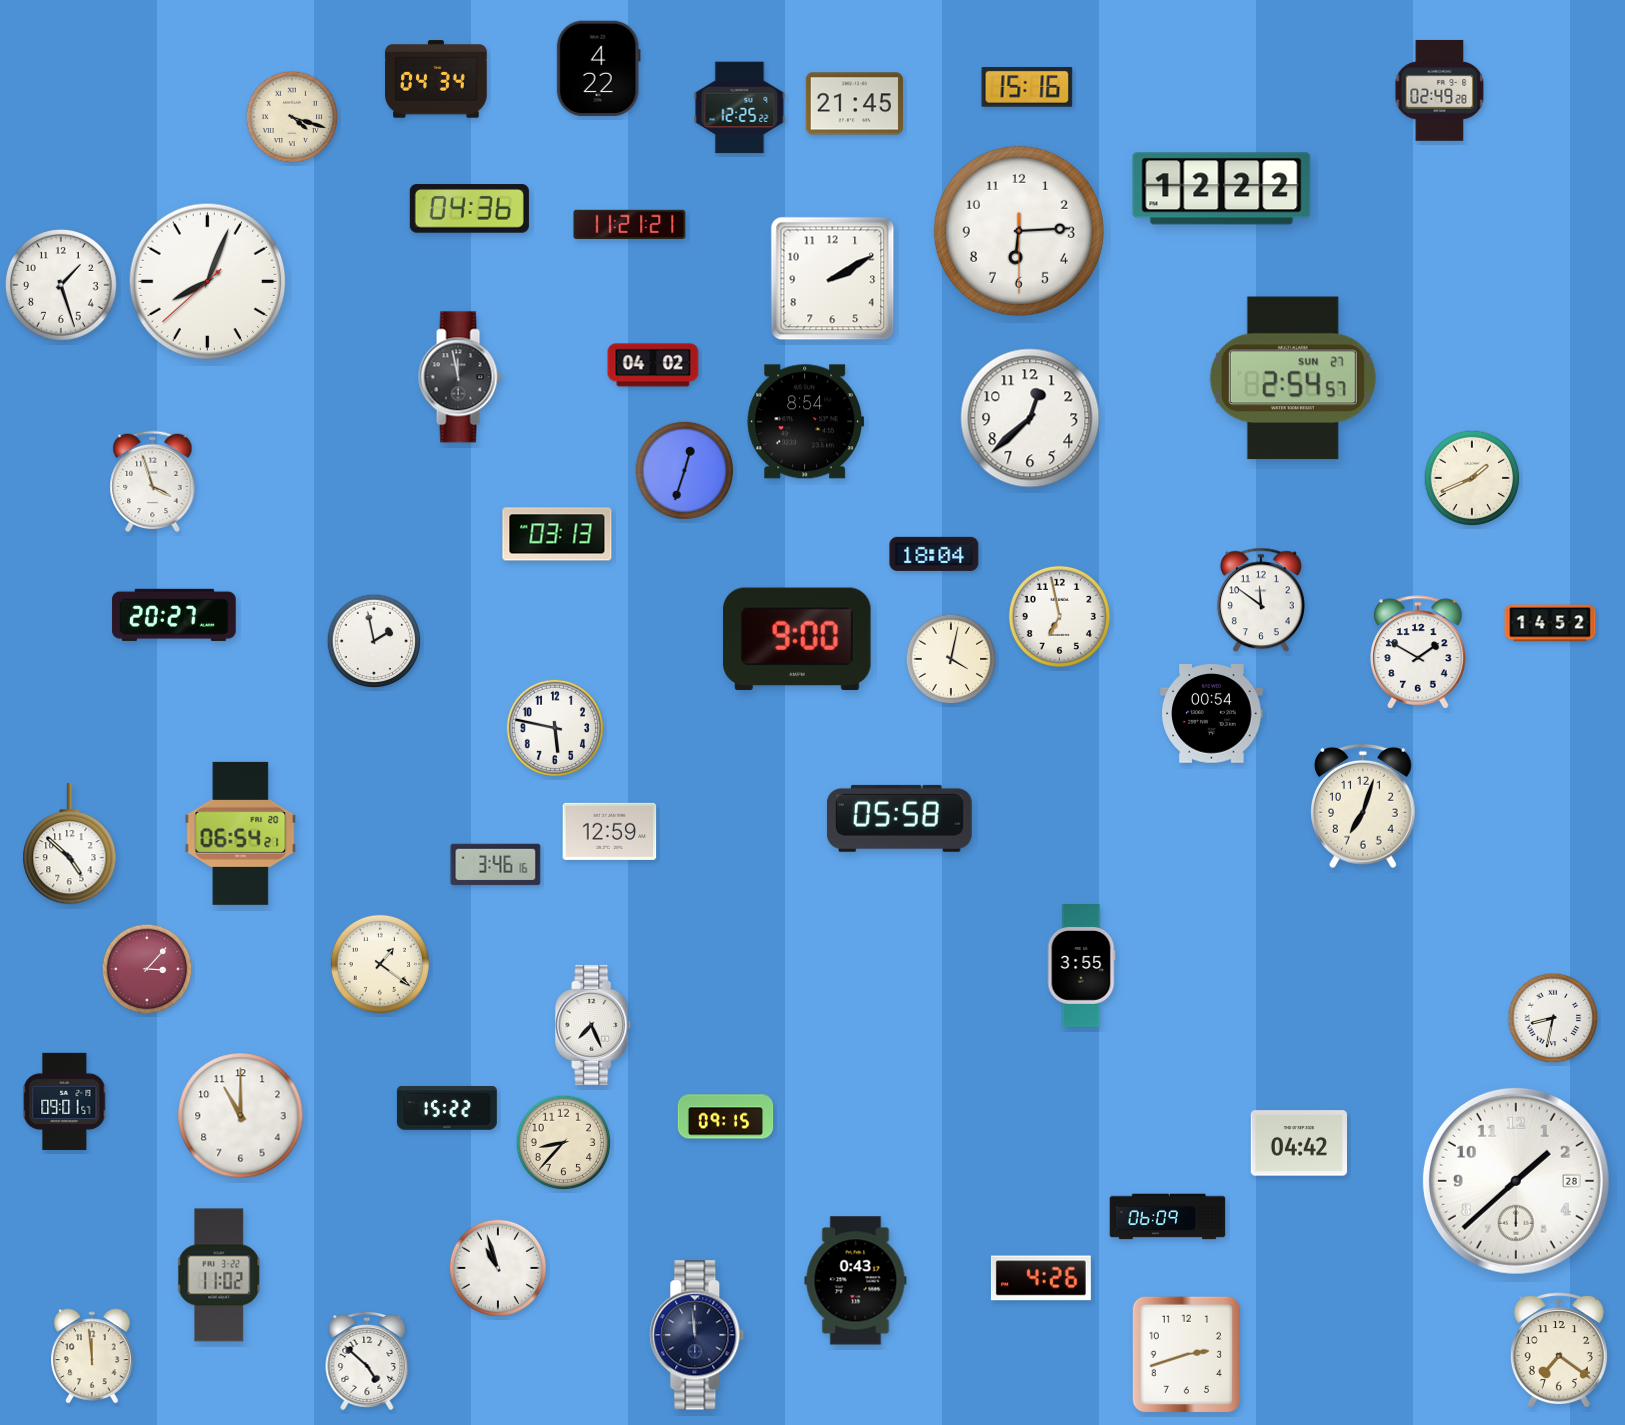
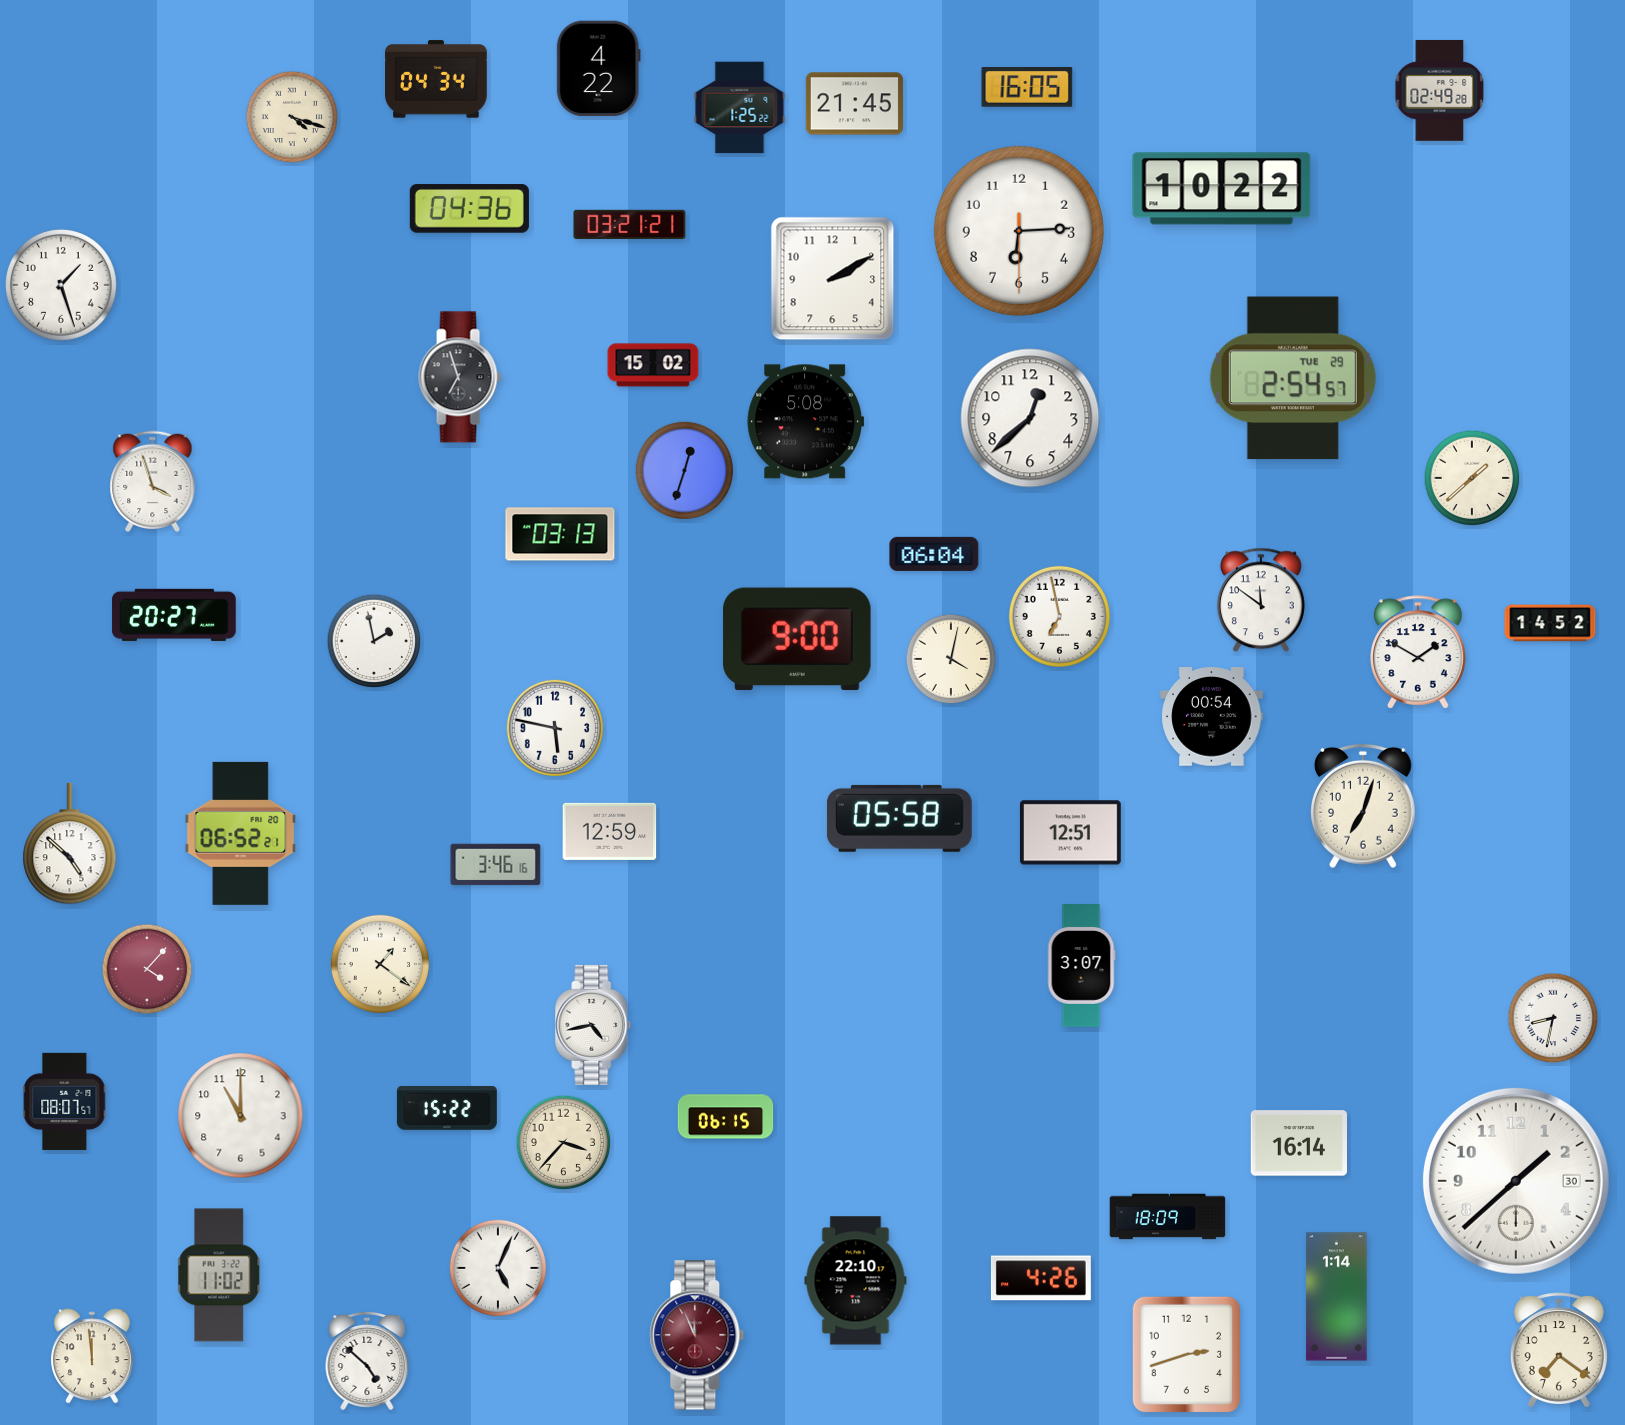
clock at (1027, 87): 15:16 -> 16:05
clock at (740, 108): 12:25 -> 1:25
clock at (1222, 189): 12:22 -> 10:22
clock at (630, 224): 11:21 -> 03:21
clock at (208, 282): 8:03 -> none
clock at (653, 365): 04:02 -> 15:02
clock at (460, 377): 11:58 -> 6:57
clock at (1293, 378) date: SUN 27 -> TUE 29
clock at (805, 422): 8:54 -> 5:08
clock at (1472, 478): 1:41 -> 1:38
clock at (557, 534) position: (557, 534) -> (560, 534)
clock at (934, 554): 18:04 -> 06:04
clock at (1212, 714) position: (1212, 714) -> (1212, 717)
clock at (241, 833): 06:54 -> 06:52
clock at (1070, 833): none -> 12:51
clock at (1081, 966): 3:55 -> 3:07
clock at (147, 969): 3:07 -> 4:07
clock at (593, 1025): 7:26 -> 4:43
clock at (65, 1101): 09:01 -> 08:07
clock at (726, 1117): 09:15 -> 06:15
clock at (564, 1143): 8:37 -> 3:37
clock at (1298, 1143): 04:42 -> 16:14
clock at (1516, 1181) date: 28 -> 30
clock at (1168, 1217): 06:09 -> 18:09
clock at (497, 1267): 10:57 -> 5:04
clock at (856, 1281): 0:43 -> 22:10
clock at (1337, 1297): none -> 1:14
clock at (697, 1335): 11:59 -> 11:56
clock at (697, 1335) dial: navy -> burgundy
